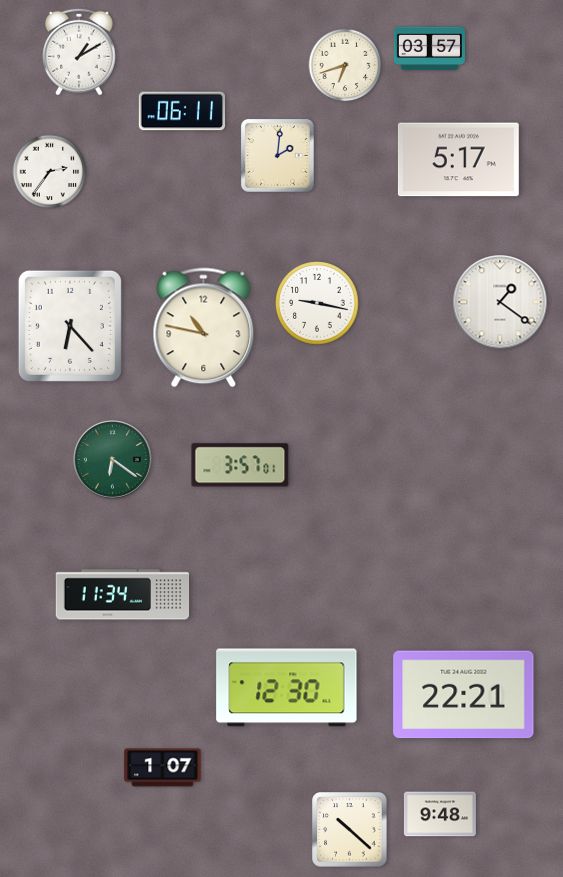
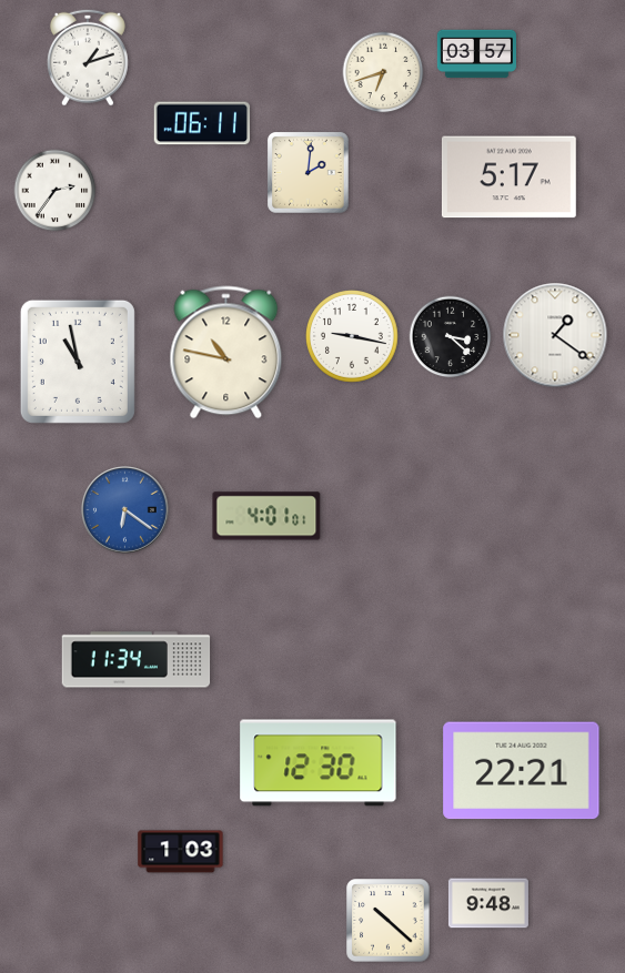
clock at (79, 52): 1:10 -> 1:12
clock at (451, 337): none -> 3:22
clock at (70, 326): 6:23 -> 10:58
clock at (204, 328) position: (204, 328) -> (226, 353)
clock at (113, 460) dial: green -> blue
clock at (240, 465): 3:57 -> 4:01
clock at (464, 695) position: (464, 695) -> (522, 771)
clock at (163, 768): 1:07 -> 1:03
